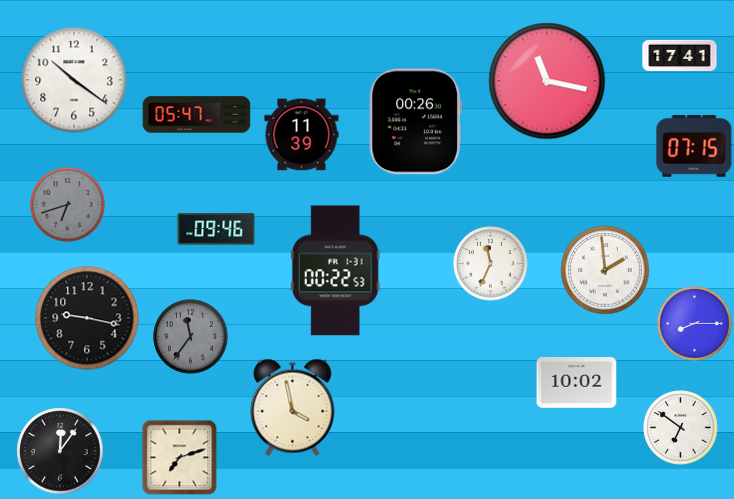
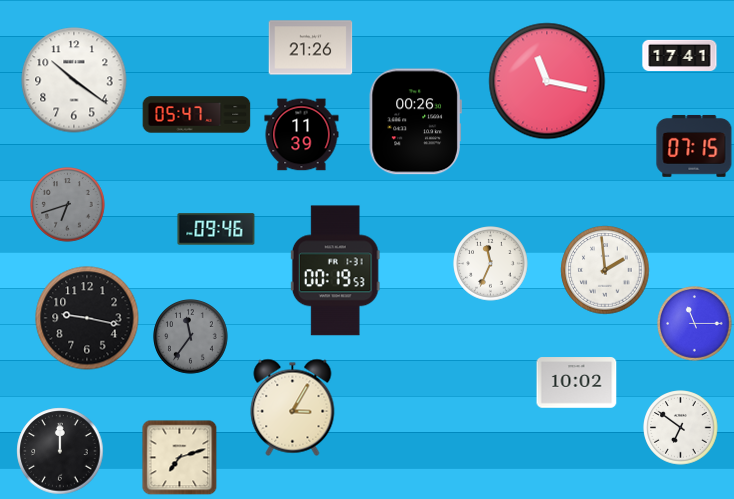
clock at (311, 48): none -> 21:26
clock at (335, 271): 00:22 -> 00:19
clock at (695, 324): 8:15 -> 11:15
clock at (293, 407): 3:58 -> 3:05
clock at (60, 451): 12:06 -> 12:00
